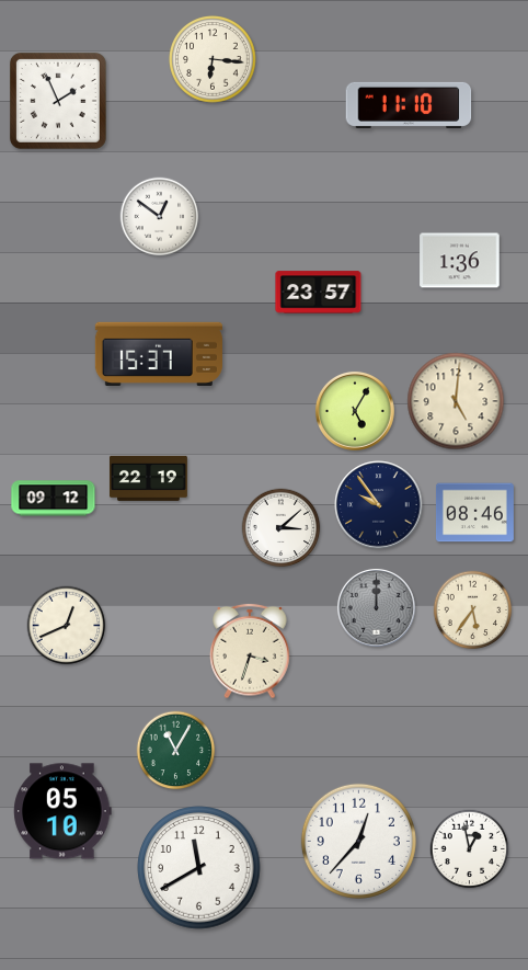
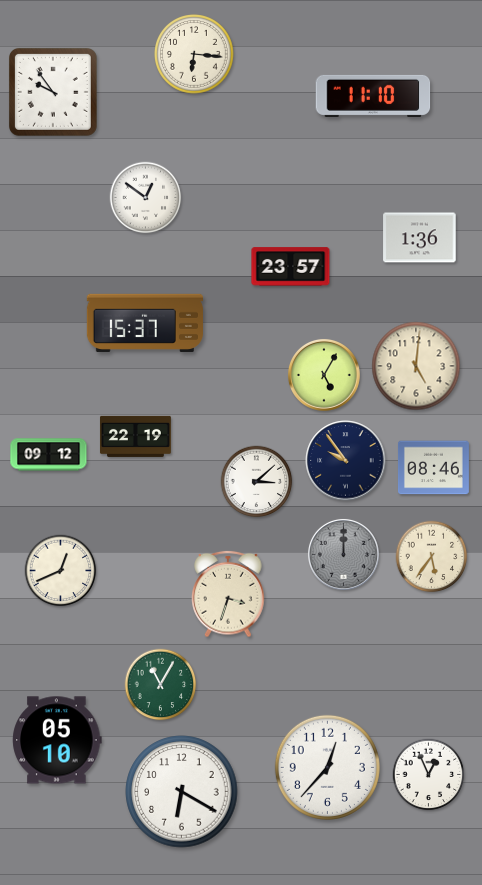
clock at (58, 101): 1:56 -> 9:54
clock at (470, 849): 12:58 -> 12:56
clock at (199, 868): 11:40 -> 6:20
